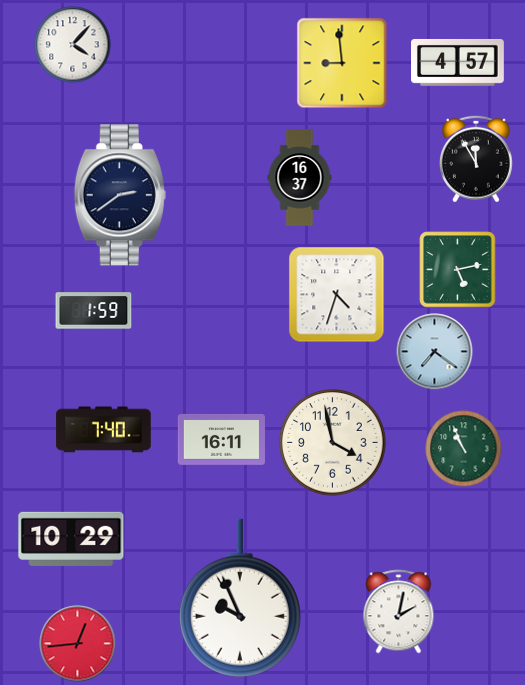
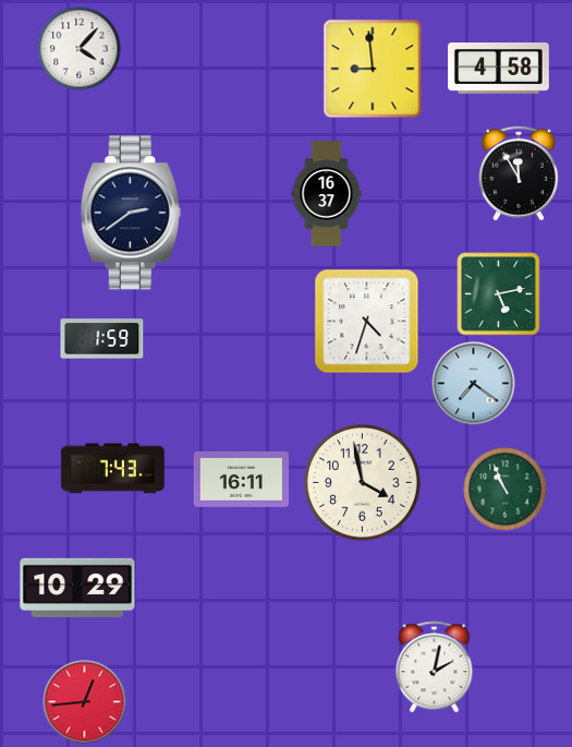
clock at (458, 62): 4:57 -> 4:58
clock at (104, 430): 7:40 -> 7:43
clock at (240, 598): 9:56 -> none
